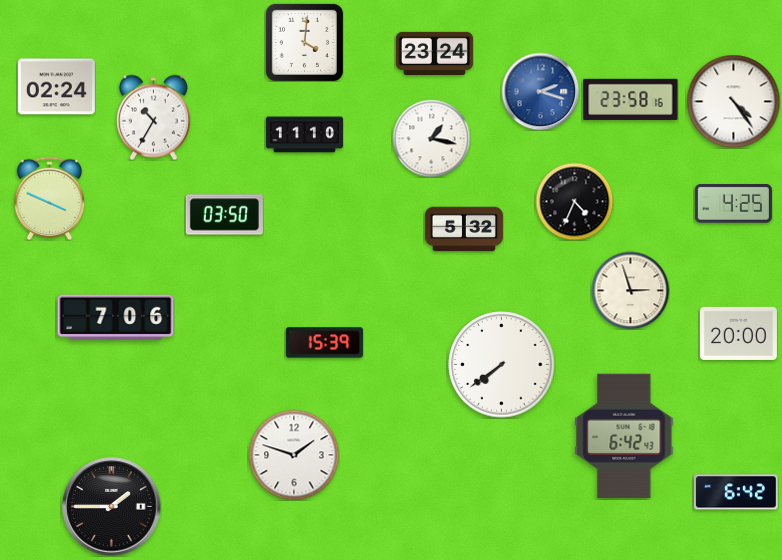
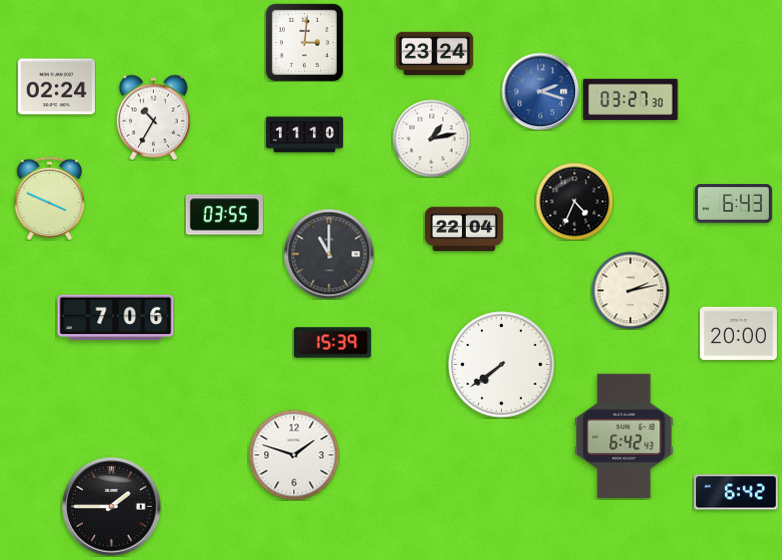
clock at (304, 42): 4:01 -> 3:01
clock at (631, 99): 23:58 -> 03:27
clock at (733, 101): 4:24 -> none
clock at (431, 138): 1:17 -> 1:13
clock at (733, 204): 4:25 -> 6:43
clock at (224, 215): 03:50 -> 03:55
clock at (464, 229): 5:32 -> 22:04
clock at (329, 254): none -> 11:00
clock at (630, 290): 2:57 -> 2:13
clock at (324, 343) position: (324, 343) -> (332, 343)
